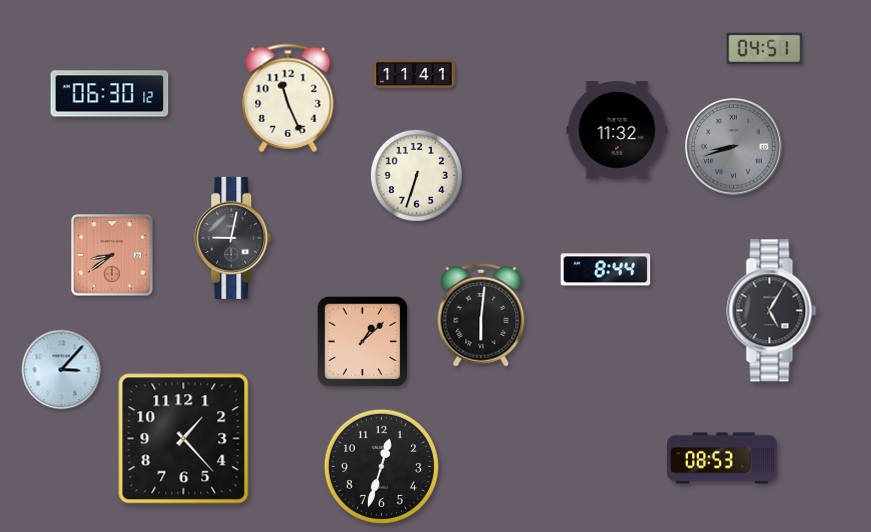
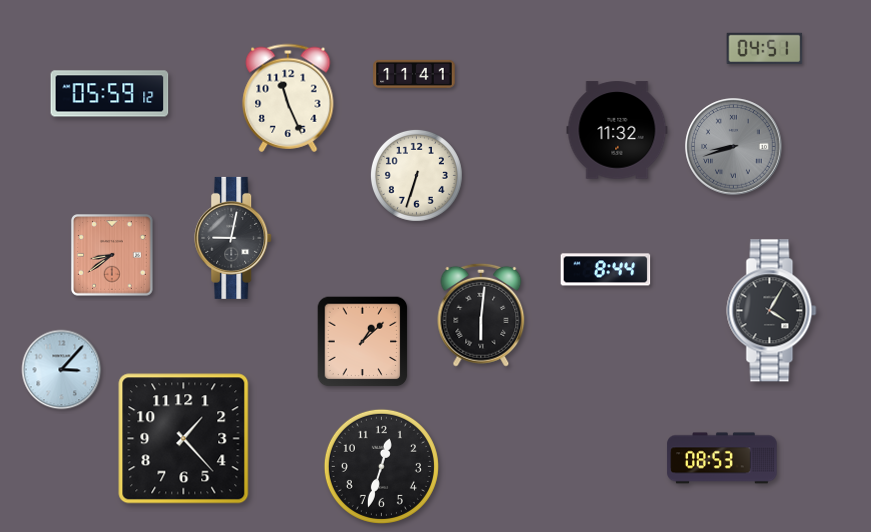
clock at (110, 94): 06:30 -> 05:59
clock at (772, 311): 5:05 -> 4:05
